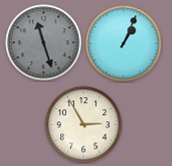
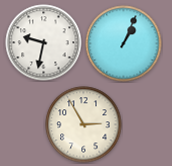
clock at (44, 43): 11:27 -> 9:32
clock at (44, 43) dial: grey -> white
